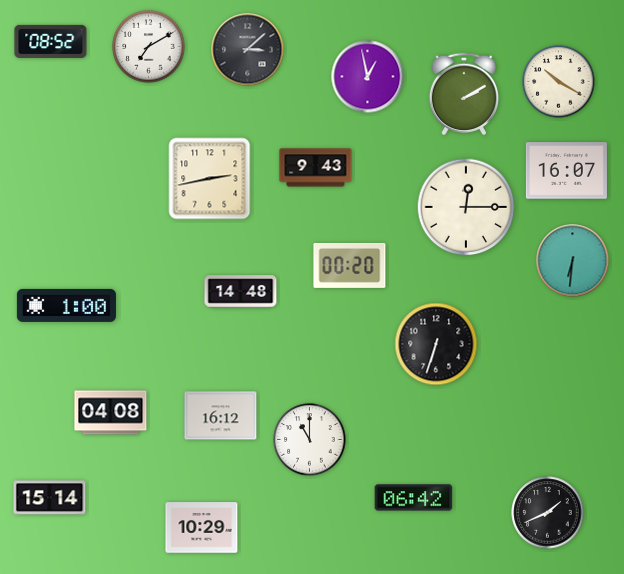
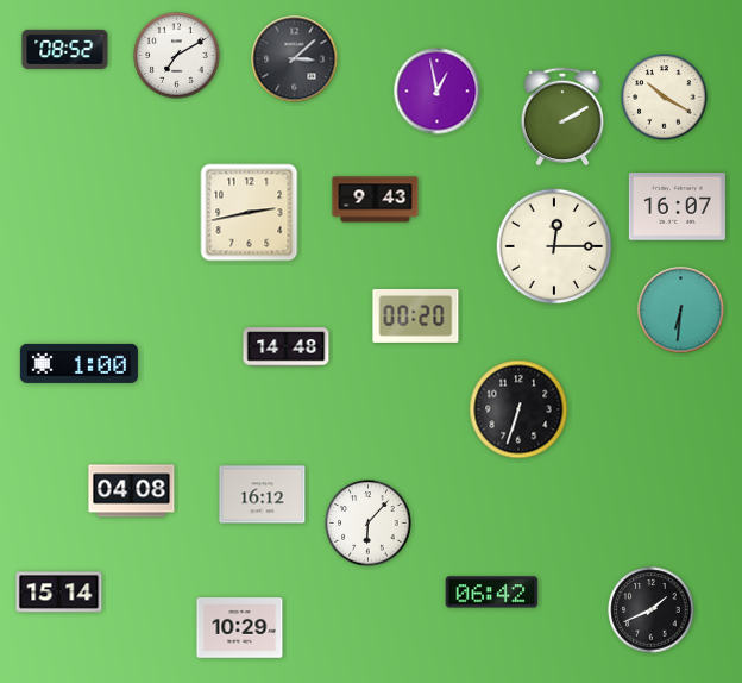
clock at (51, 41) position: (51, 41) -> (65, 49)
clock at (464, 93) position: (464, 93) -> (562, 115)
clock at (566, 171) position: (566, 171) -> (677, 207)
clock at (310, 440): 11:00 -> 6:07
